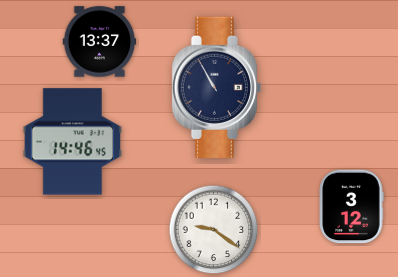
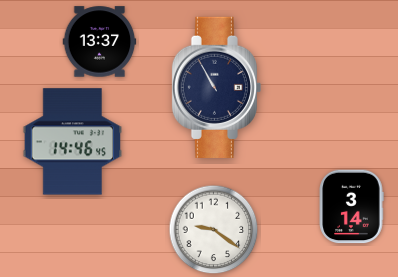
clock at (351, 207): 3:12 -> 3:14
